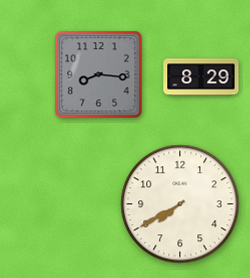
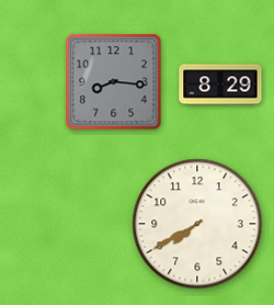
clock at (99, 75) position: (99, 75) -> (114, 82)
